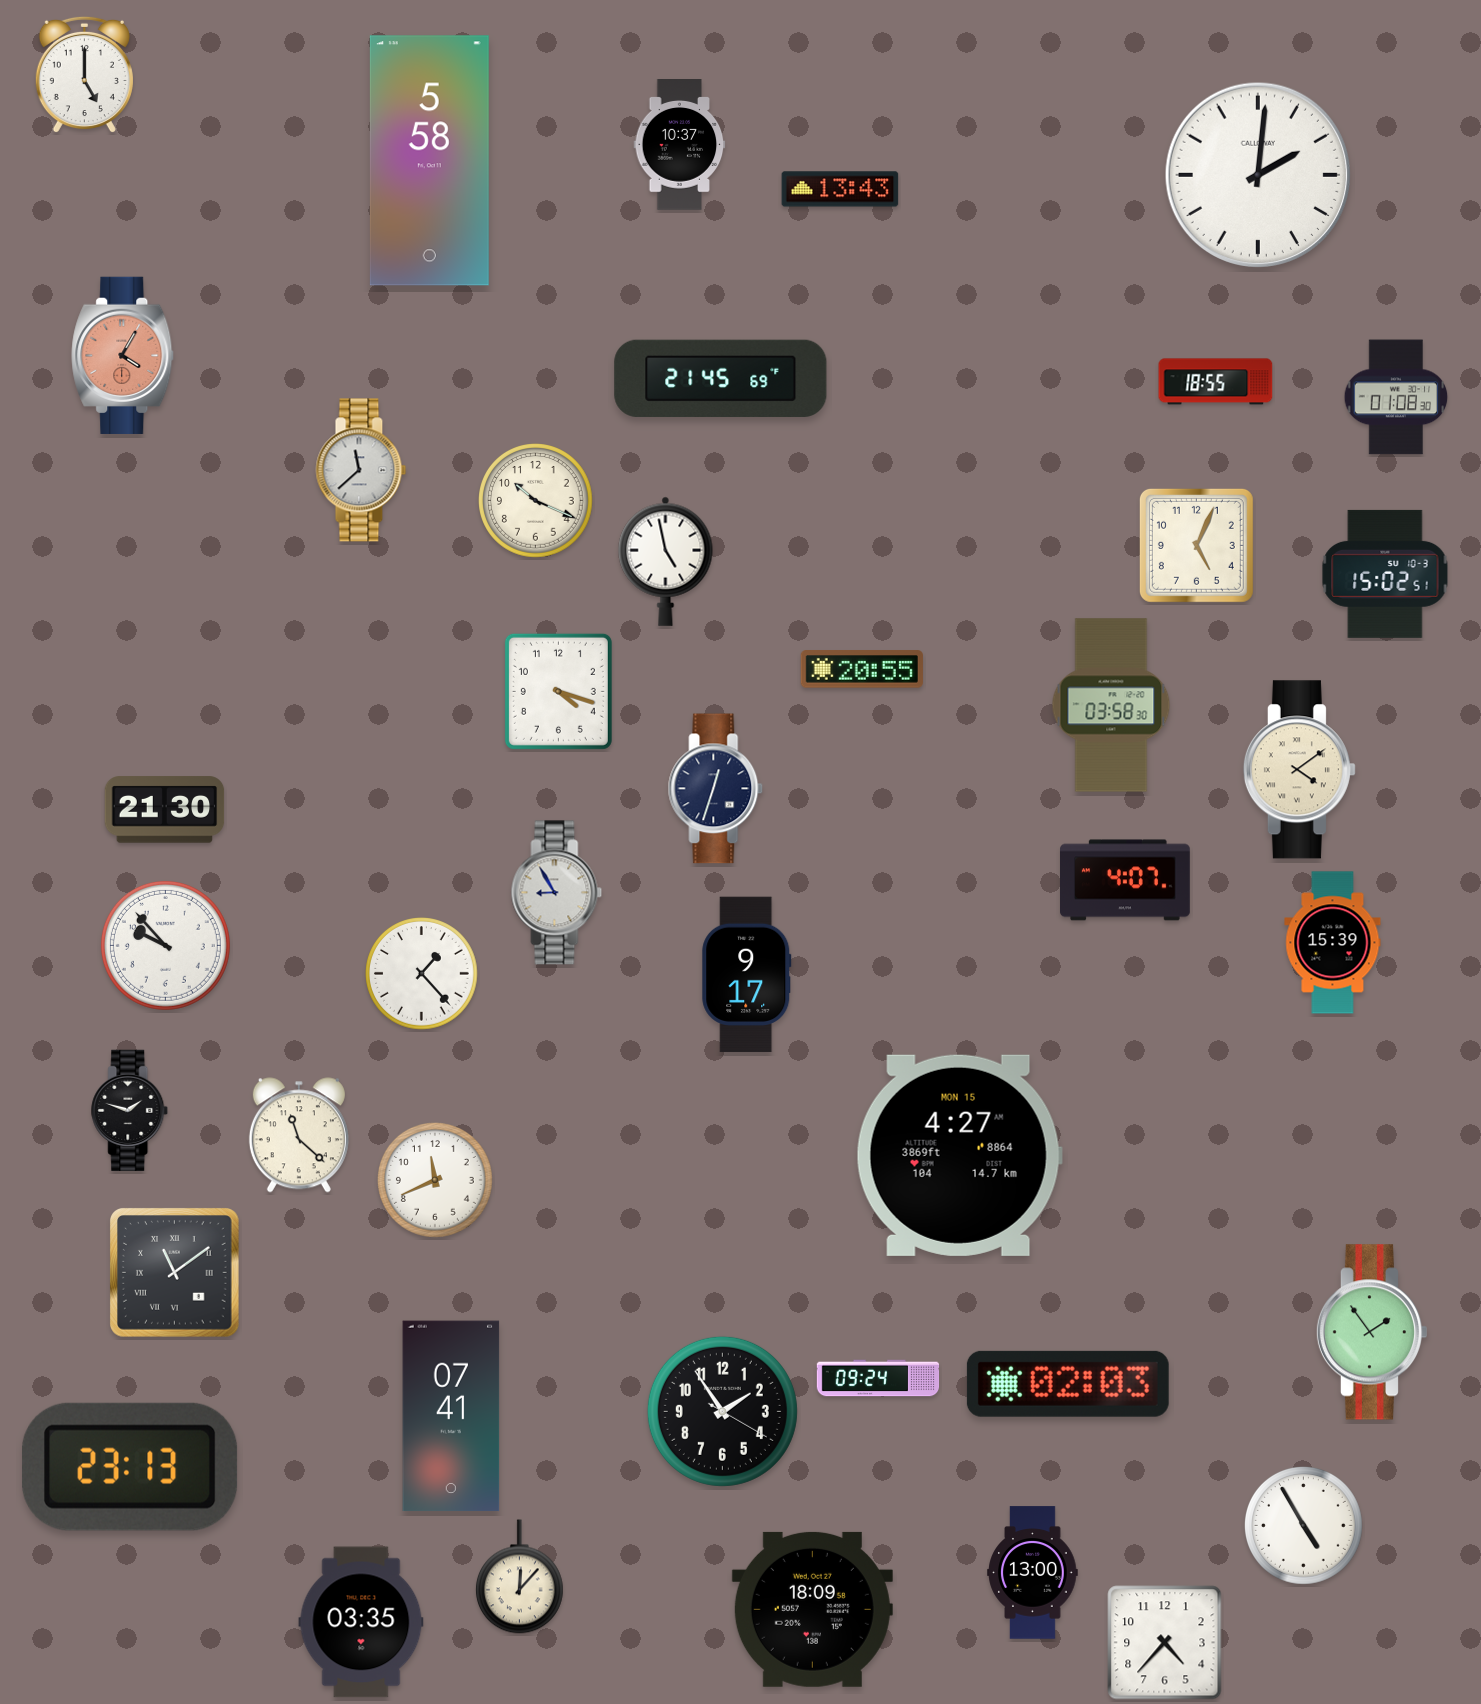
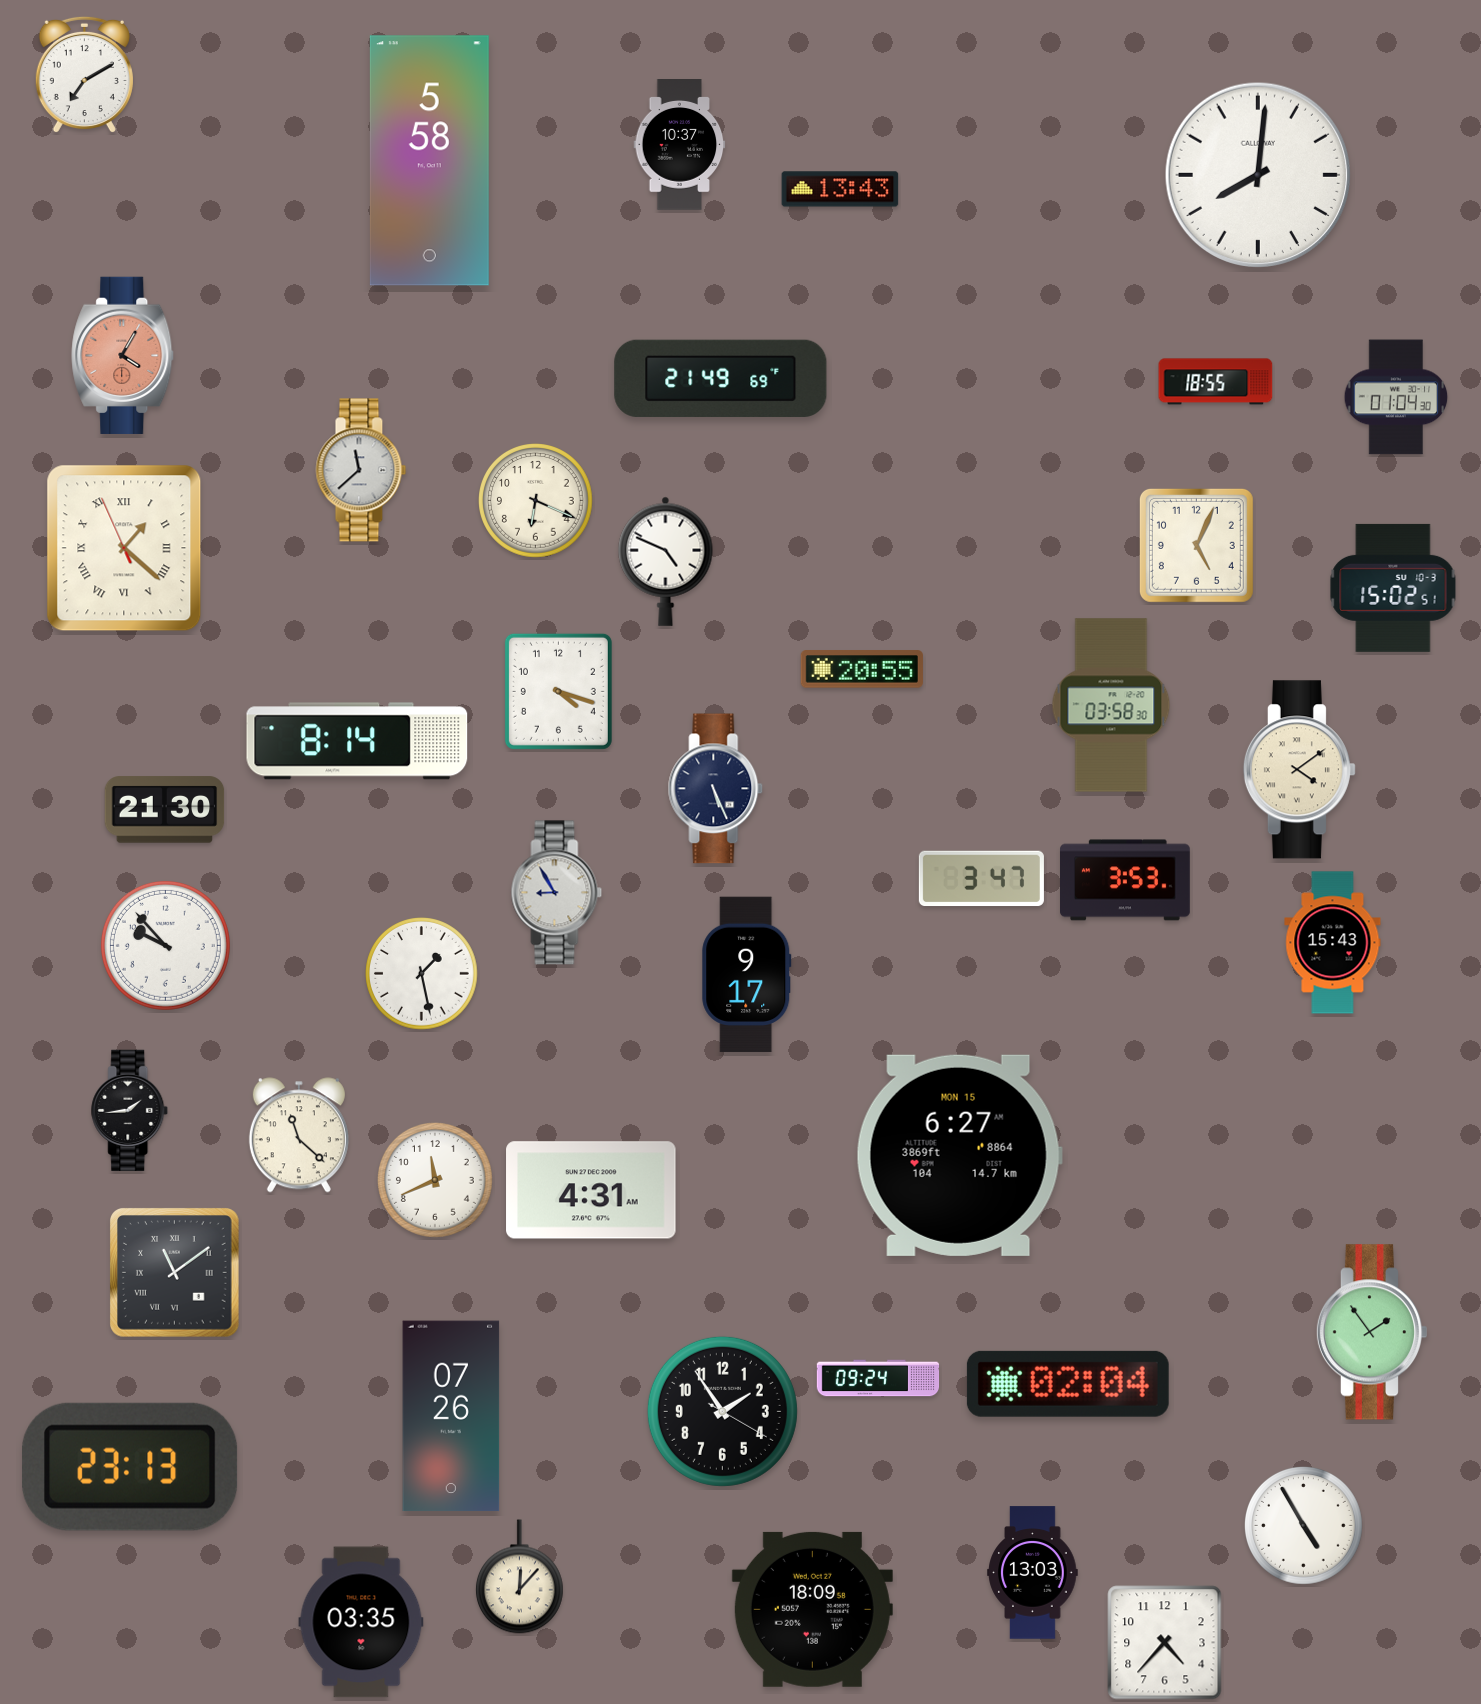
clock at (84, 75): 5:00 -> 7:10
clock at (1258, 175): 2:01 -> 8:01
clock at (721, 378): 21:45 -> 21:49
clock at (1396, 397): 01:08 -> 01:04
clock at (536, 501): 10:19 -> 6:19
clock at (124, 548): none -> 1:21
clock at (666, 561): 4:58 -> 4:49
clock at (1385, 574) position: (1385, 574) -> (1393, 588)
clock at (357, 741): none -> 8:14
clock at (716, 789): 12:33 -> 5:26
clock at (981, 879): none -> 3:47
clock at (1126, 880): 4:07 -> 3:53
clock at (1333, 943): 15:39 -> 15:43
clock at (422, 974): 1:23 -> 1:28
clock at (130, 1110): 1:48 -> 1:44
clock at (959, 1155): 4:27 -> 6:27
clock at (591, 1190): none -> 4:31
clock at (1068, 1384): 02:03 -> 02:04
clock at (451, 1416): 07:41 -> 07:26
clock at (1033, 1573): 13:00 -> 13:03
